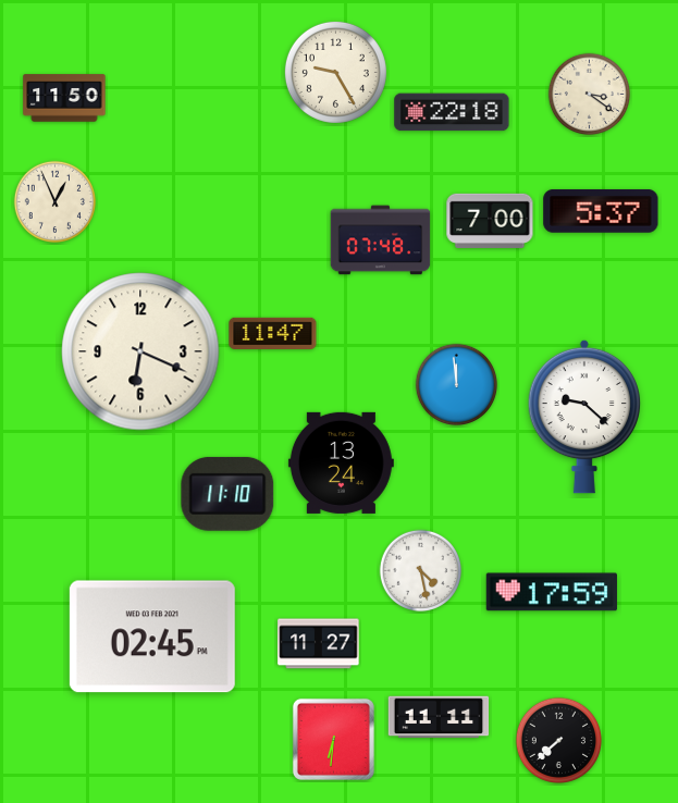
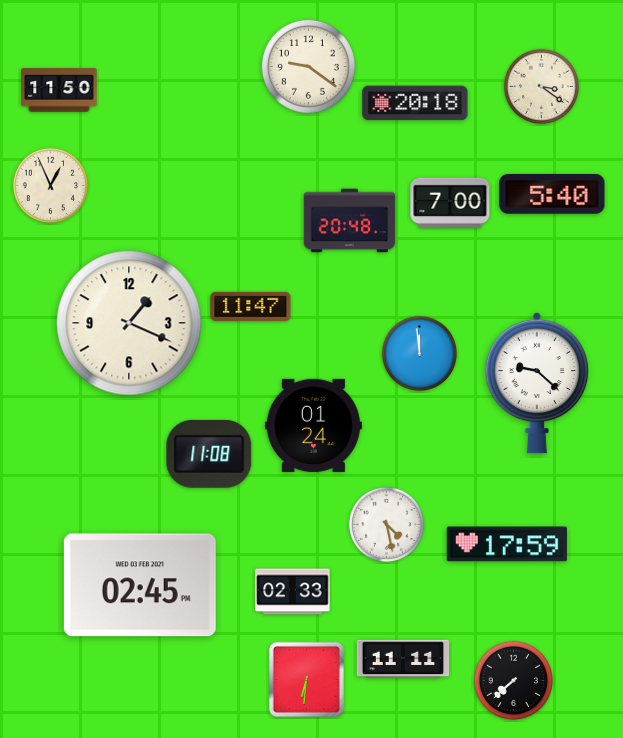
clock at (335, 72): 9:25 -> 9:21
clock at (452, 112): 22:18 -> 20:18
clock at (601, 211): 5:37 -> 5:40
clock at (381, 240): 07:48 -> 20:48
clock at (140, 351): 6:19 -> 1:19
clock at (341, 462): 13:24 -> 01:24
clock at (227, 494): 11:10 -> 11:08
clock at (319, 644): 11:27 -> 02:33
